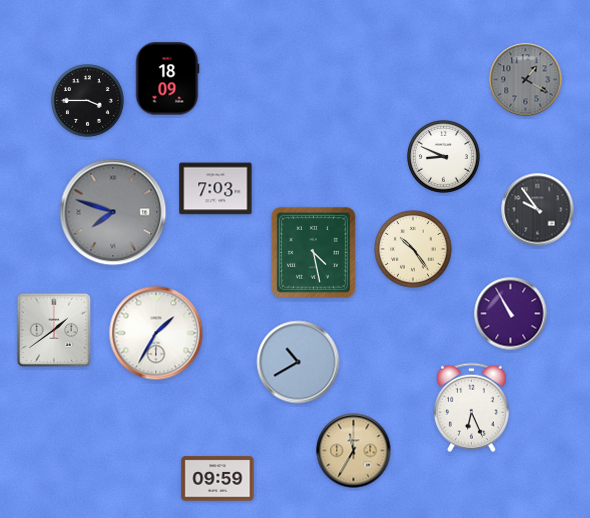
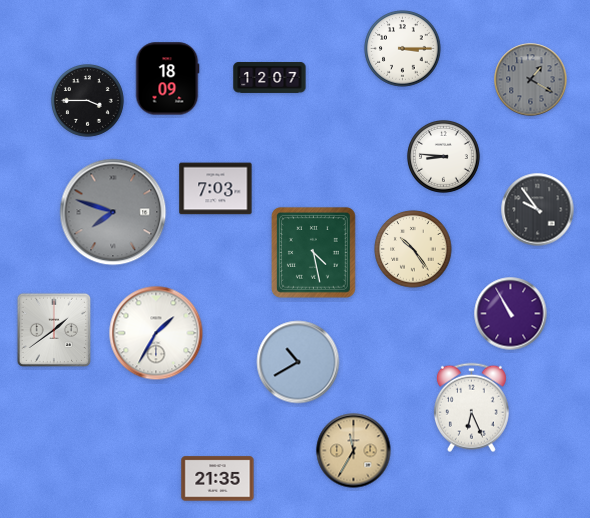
clock at (403, 49): none -> 3:15
clock at (270, 78): none -> 12:07
clock at (526, 80) position: (526, 80) -> (531, 80)
clock at (444, 157): 8:49 -> 8:46
clock at (218, 479): 09:59 -> 21:35
